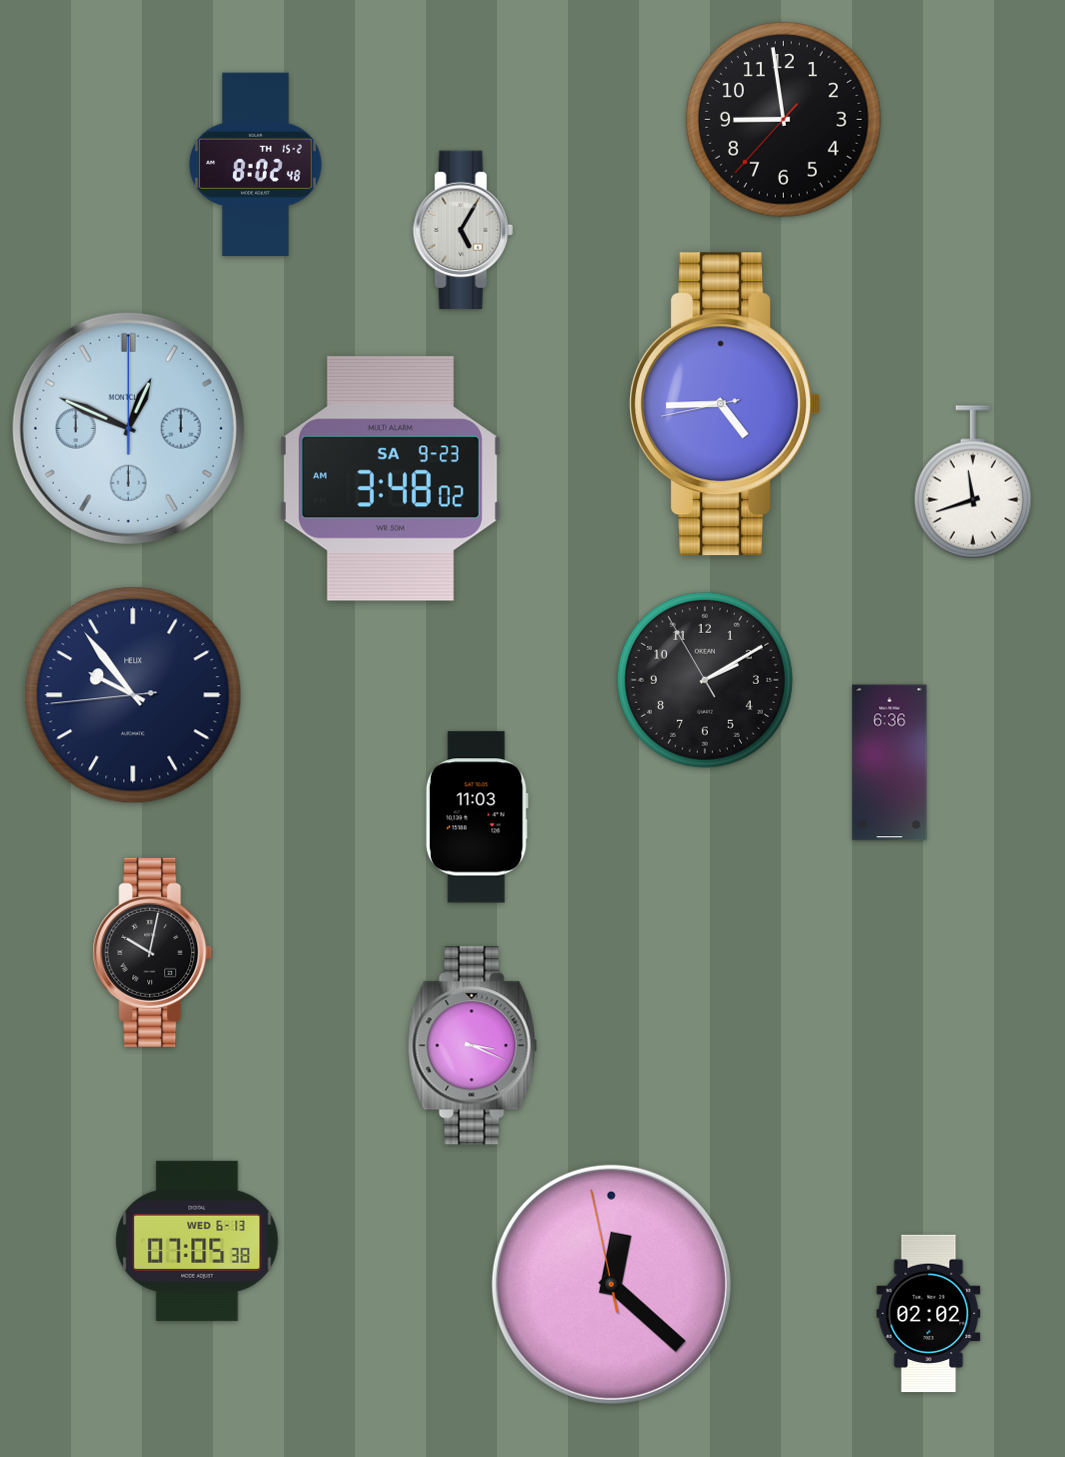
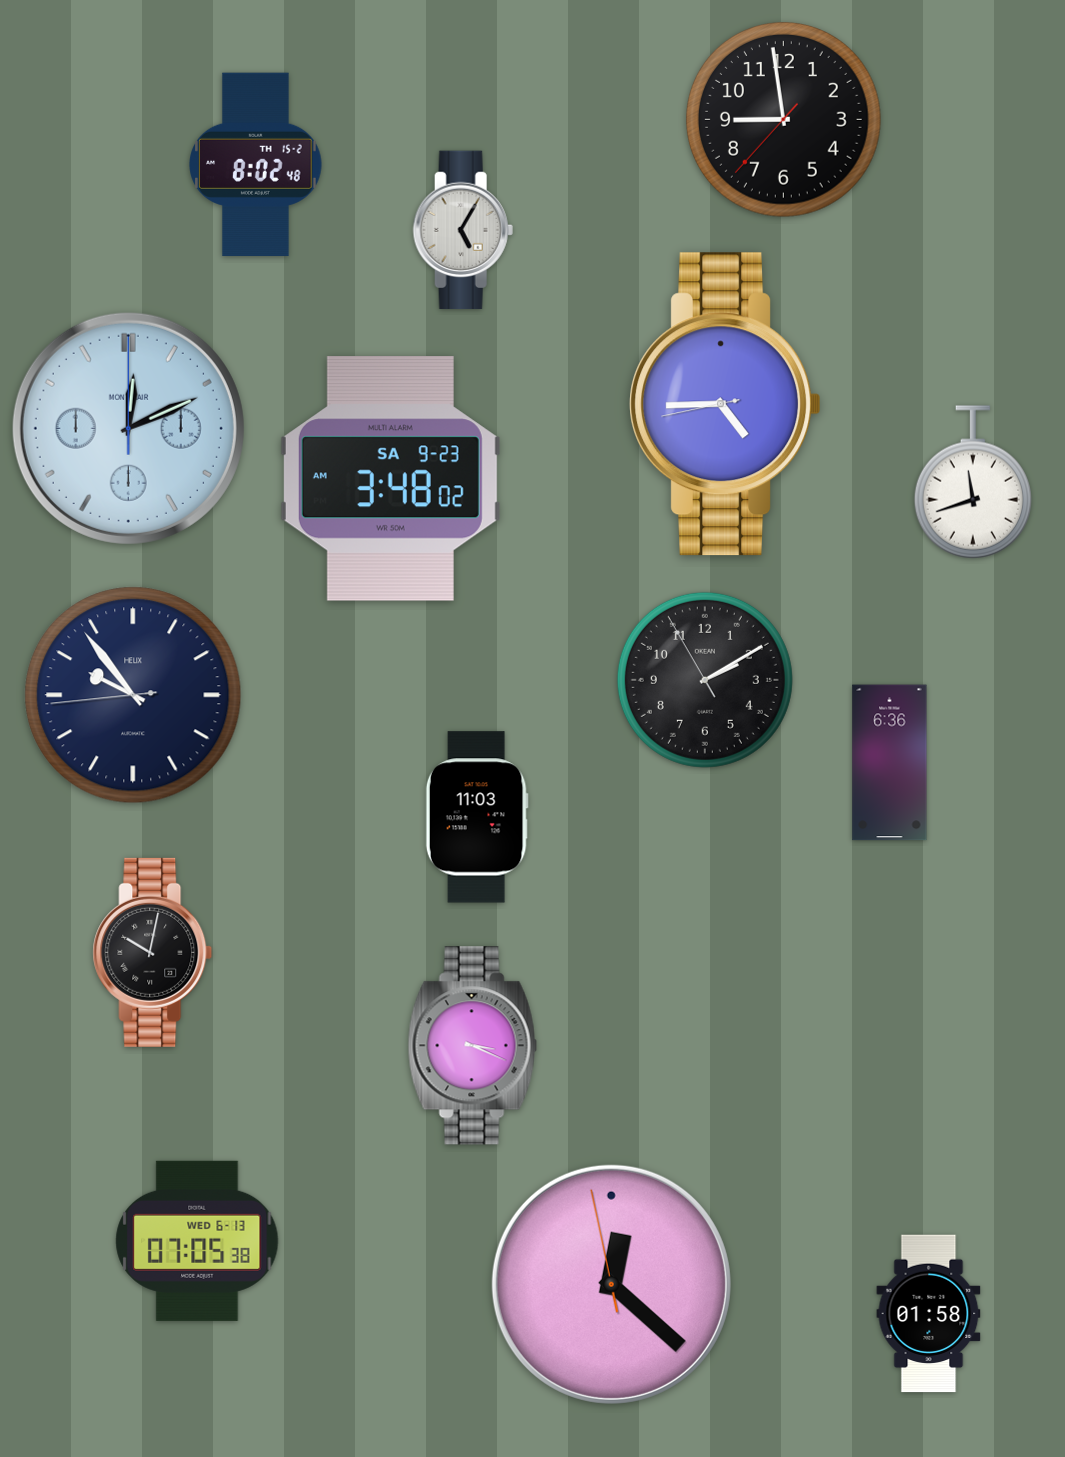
clock at (128, 428): 12:49 -> 12:11
clock at (929, 1314): 02:02 -> 01:58
